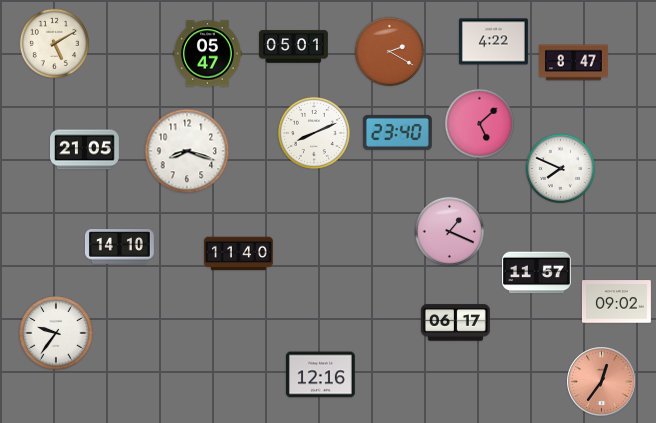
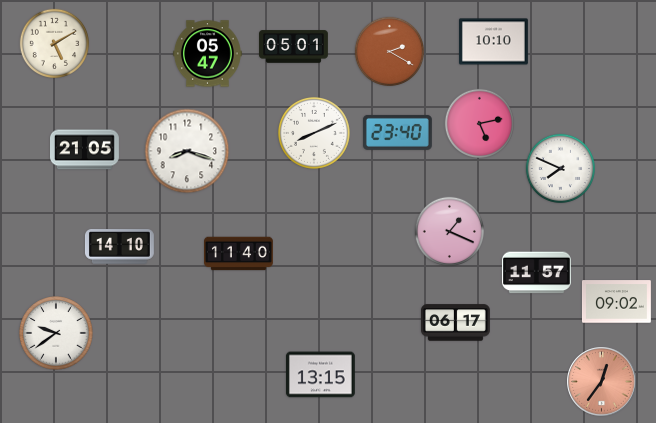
clock at (493, 42): 4:22 -> 10:10
clock at (574, 63): 8:47 -> none
clock at (479, 123): 5:08 -> 5:13
clock at (56, 333): 9:36 -> 9:39
clock at (320, 375): 12:16 -> 13:15
